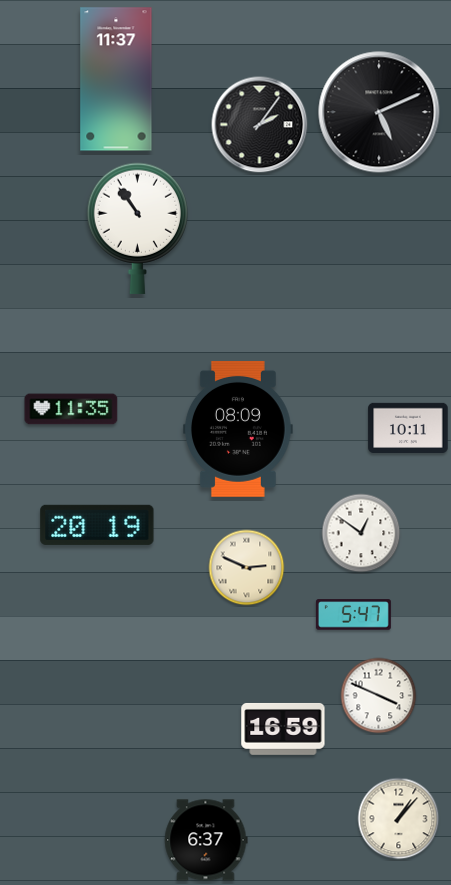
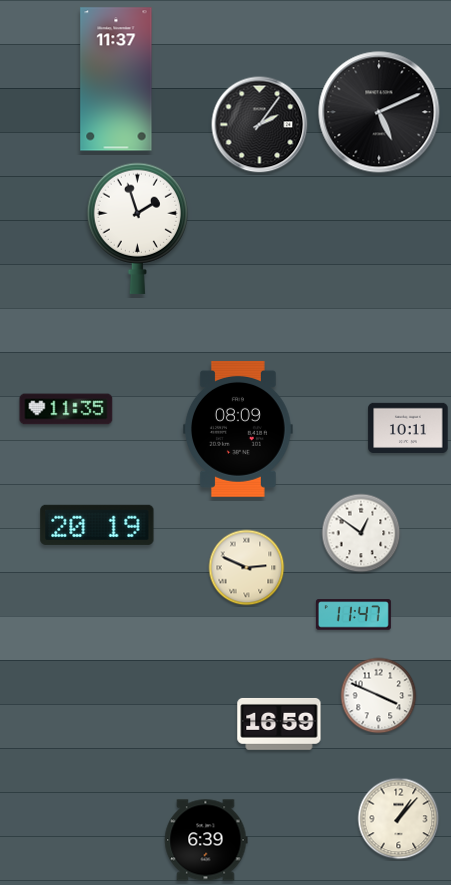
clock at (137, 228): 10:54 -> 1:57
clock at (71, 409) position: (71, 409) -> (66, 409)
clock at (353, 615): 5:47 -> 11:47
clock at (283, 729) position: (283, 729) -> (279, 724)
clock at (206, 840): 6:37 -> 6:39
